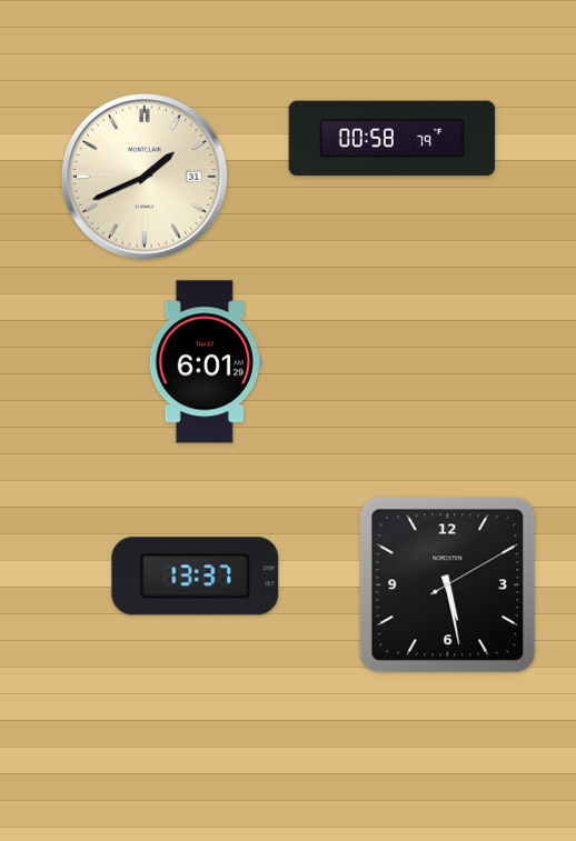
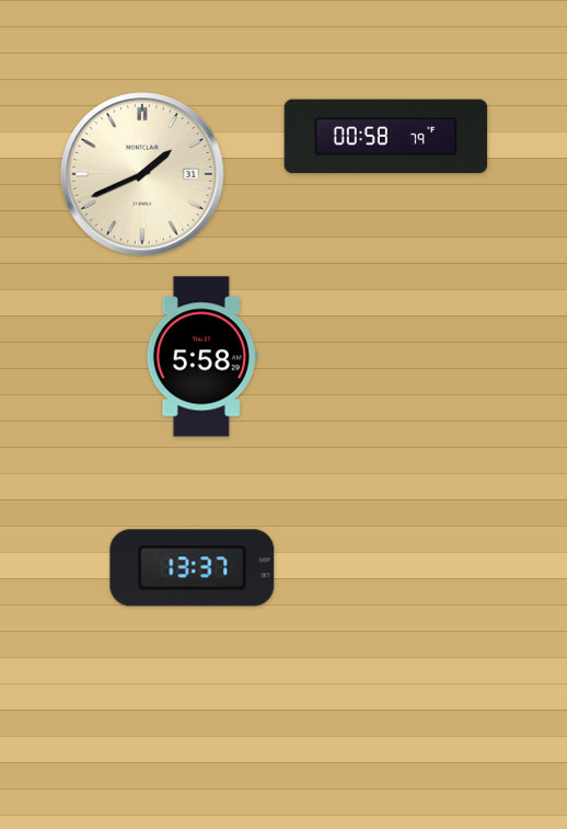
clock at (205, 362): 6:01 -> 5:58
clock at (448, 585): 5:28 -> none
